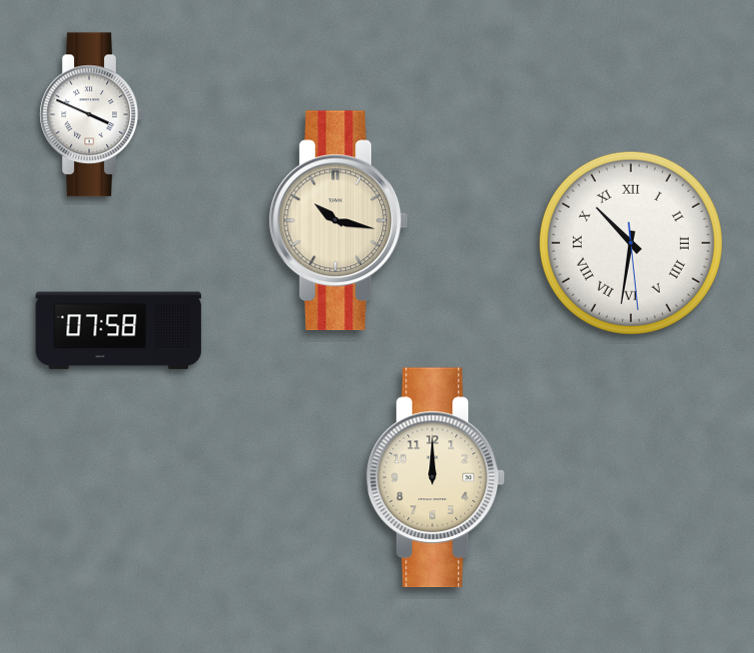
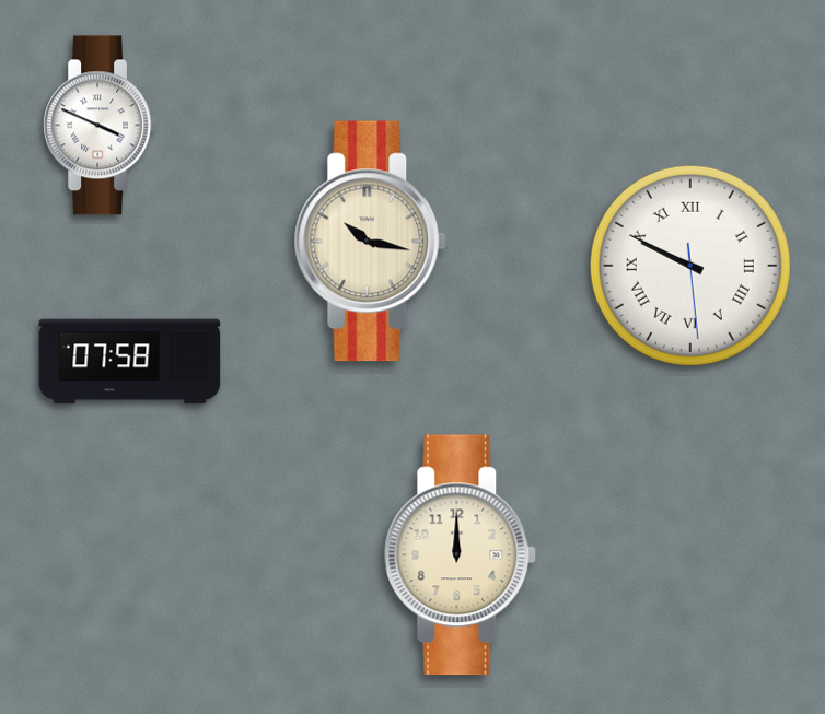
clock at (631, 243): 10:31 -> 9:49
clock at (436, 478) position: (436, 478) -> (461, 555)
